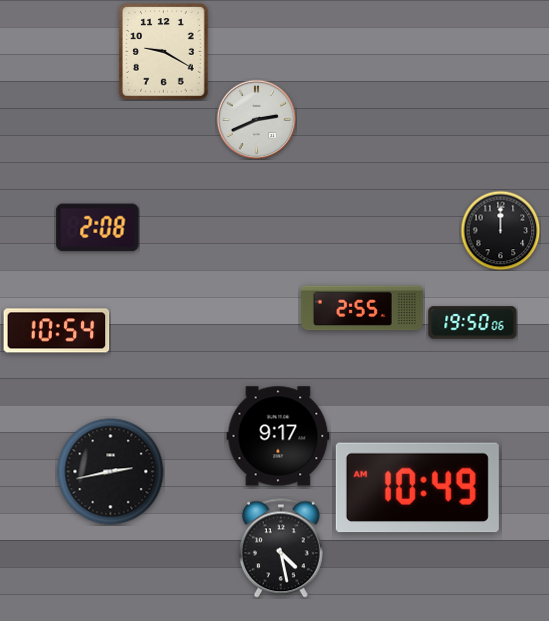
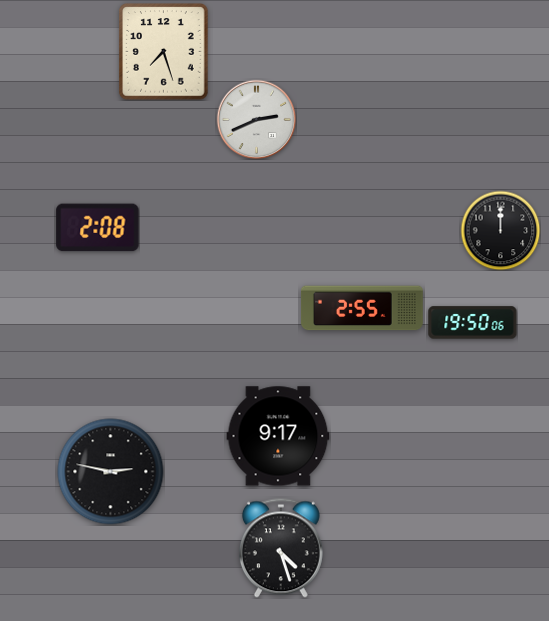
clock at (164, 52): 9:20 -> 7:27
clock at (57, 331): 10:54 -> none
clock at (111, 472): 2:43 -> 2:47
clock at (417, 488): 10:49 -> none
clock at (281, 548): 4:28 -> 4:27
